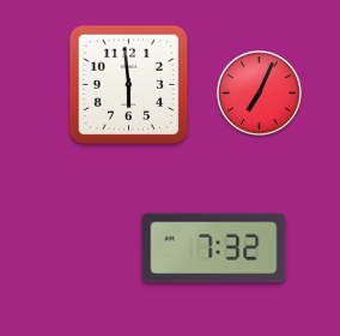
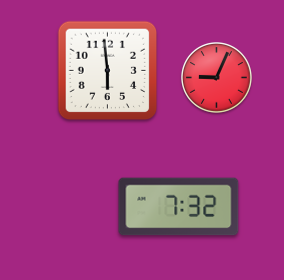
clock at (260, 94): 7:04 -> 9:04
